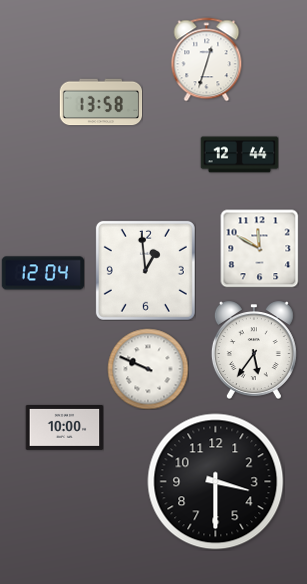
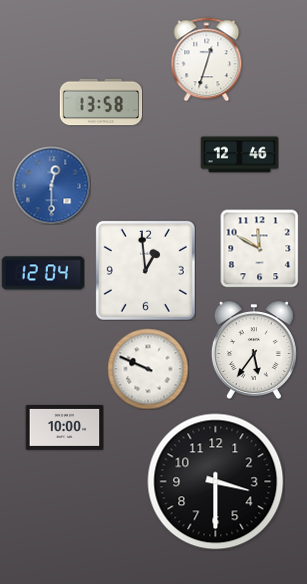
clock at (239, 155): 12:44 -> 12:46
clock at (51, 185): none -> 12:30
